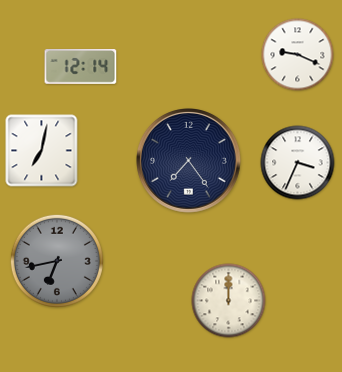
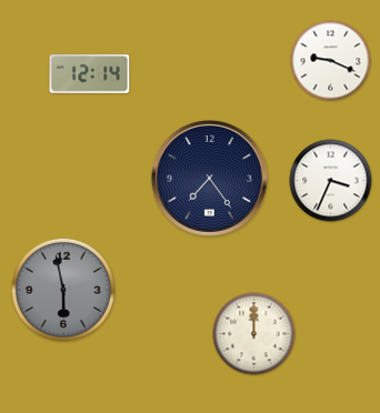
clock at (42, 151): 7:02 -> none
clock at (57, 261): 6:43 -> 5:58
